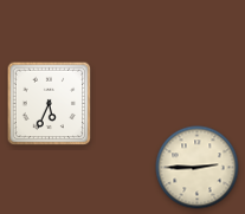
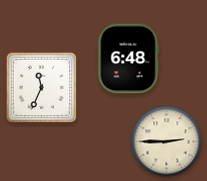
clock at (129, 59): none -> 6:48
clock at (50, 104): 5:34 -> 11:34
